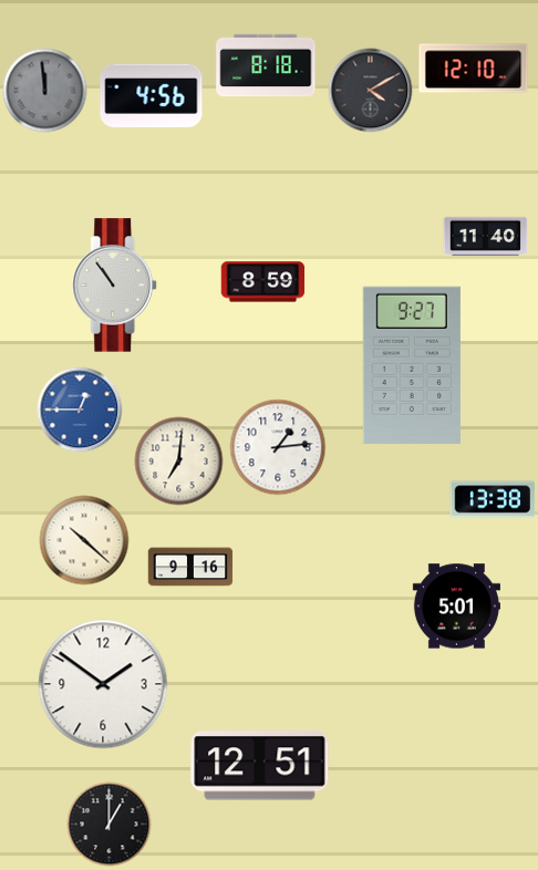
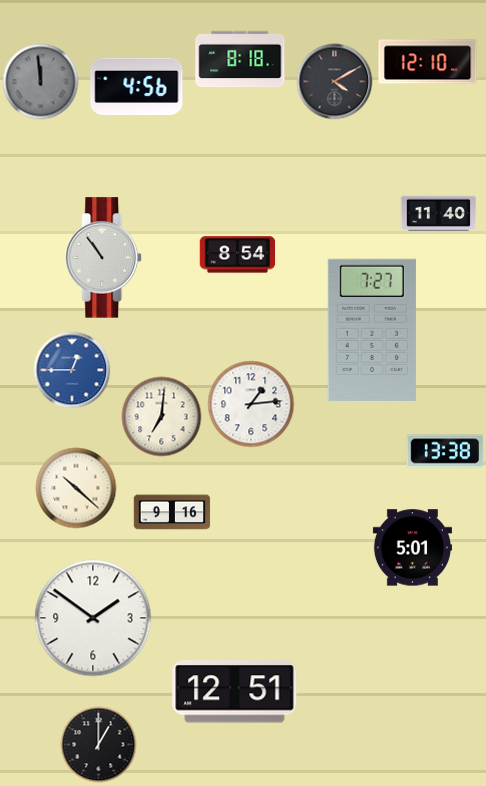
clock at (263, 282): 8:59 -> 8:54
clock at (412, 365): 9:27 -> 7:27
